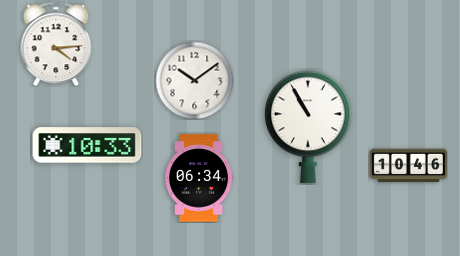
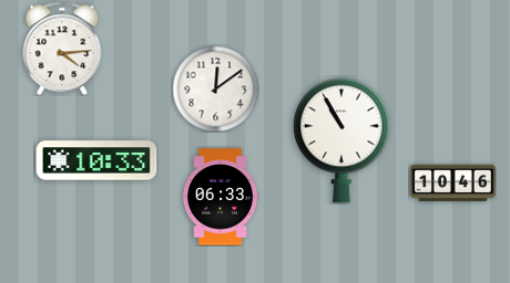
clock at (194, 80): 10:09 -> 12:09
clock at (200, 178): 06:34 -> 06:33
